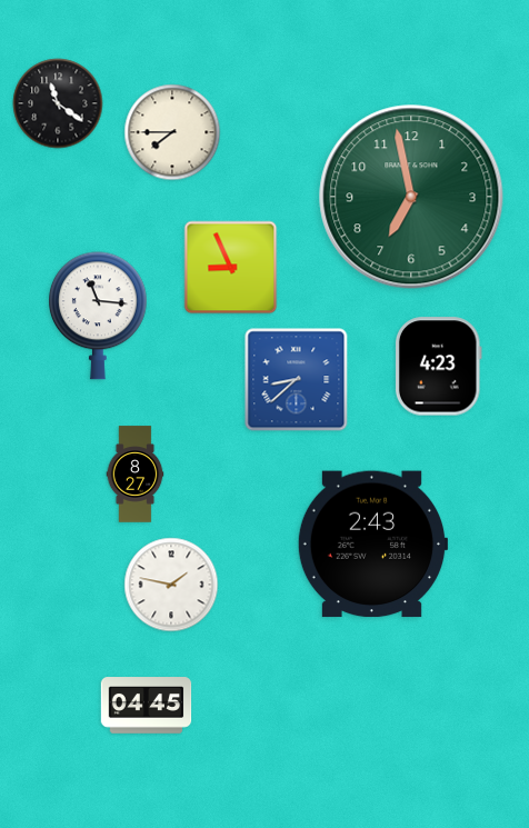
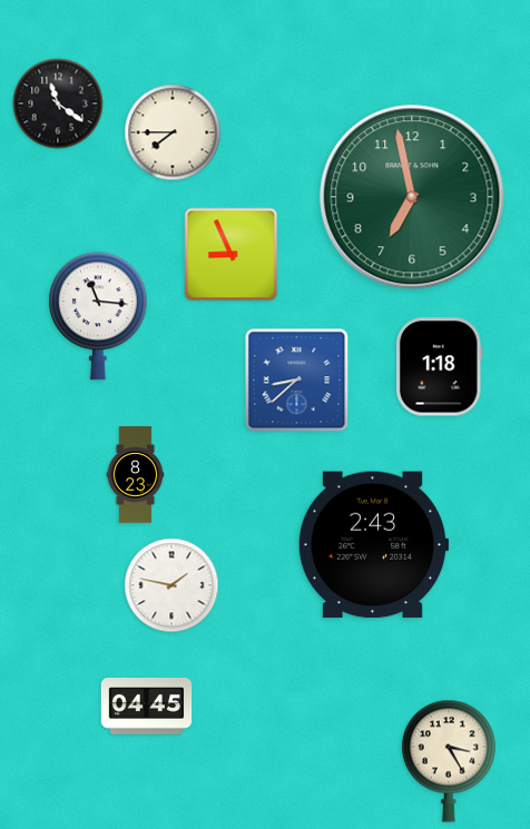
clock at (231, 268) position: (231, 268) -> (232, 255)
clock at (438, 367): 4:23 -> 1:18
clock at (136, 475): 8:27 -> 8:23
clock at (449, 761): none -> 3:25
